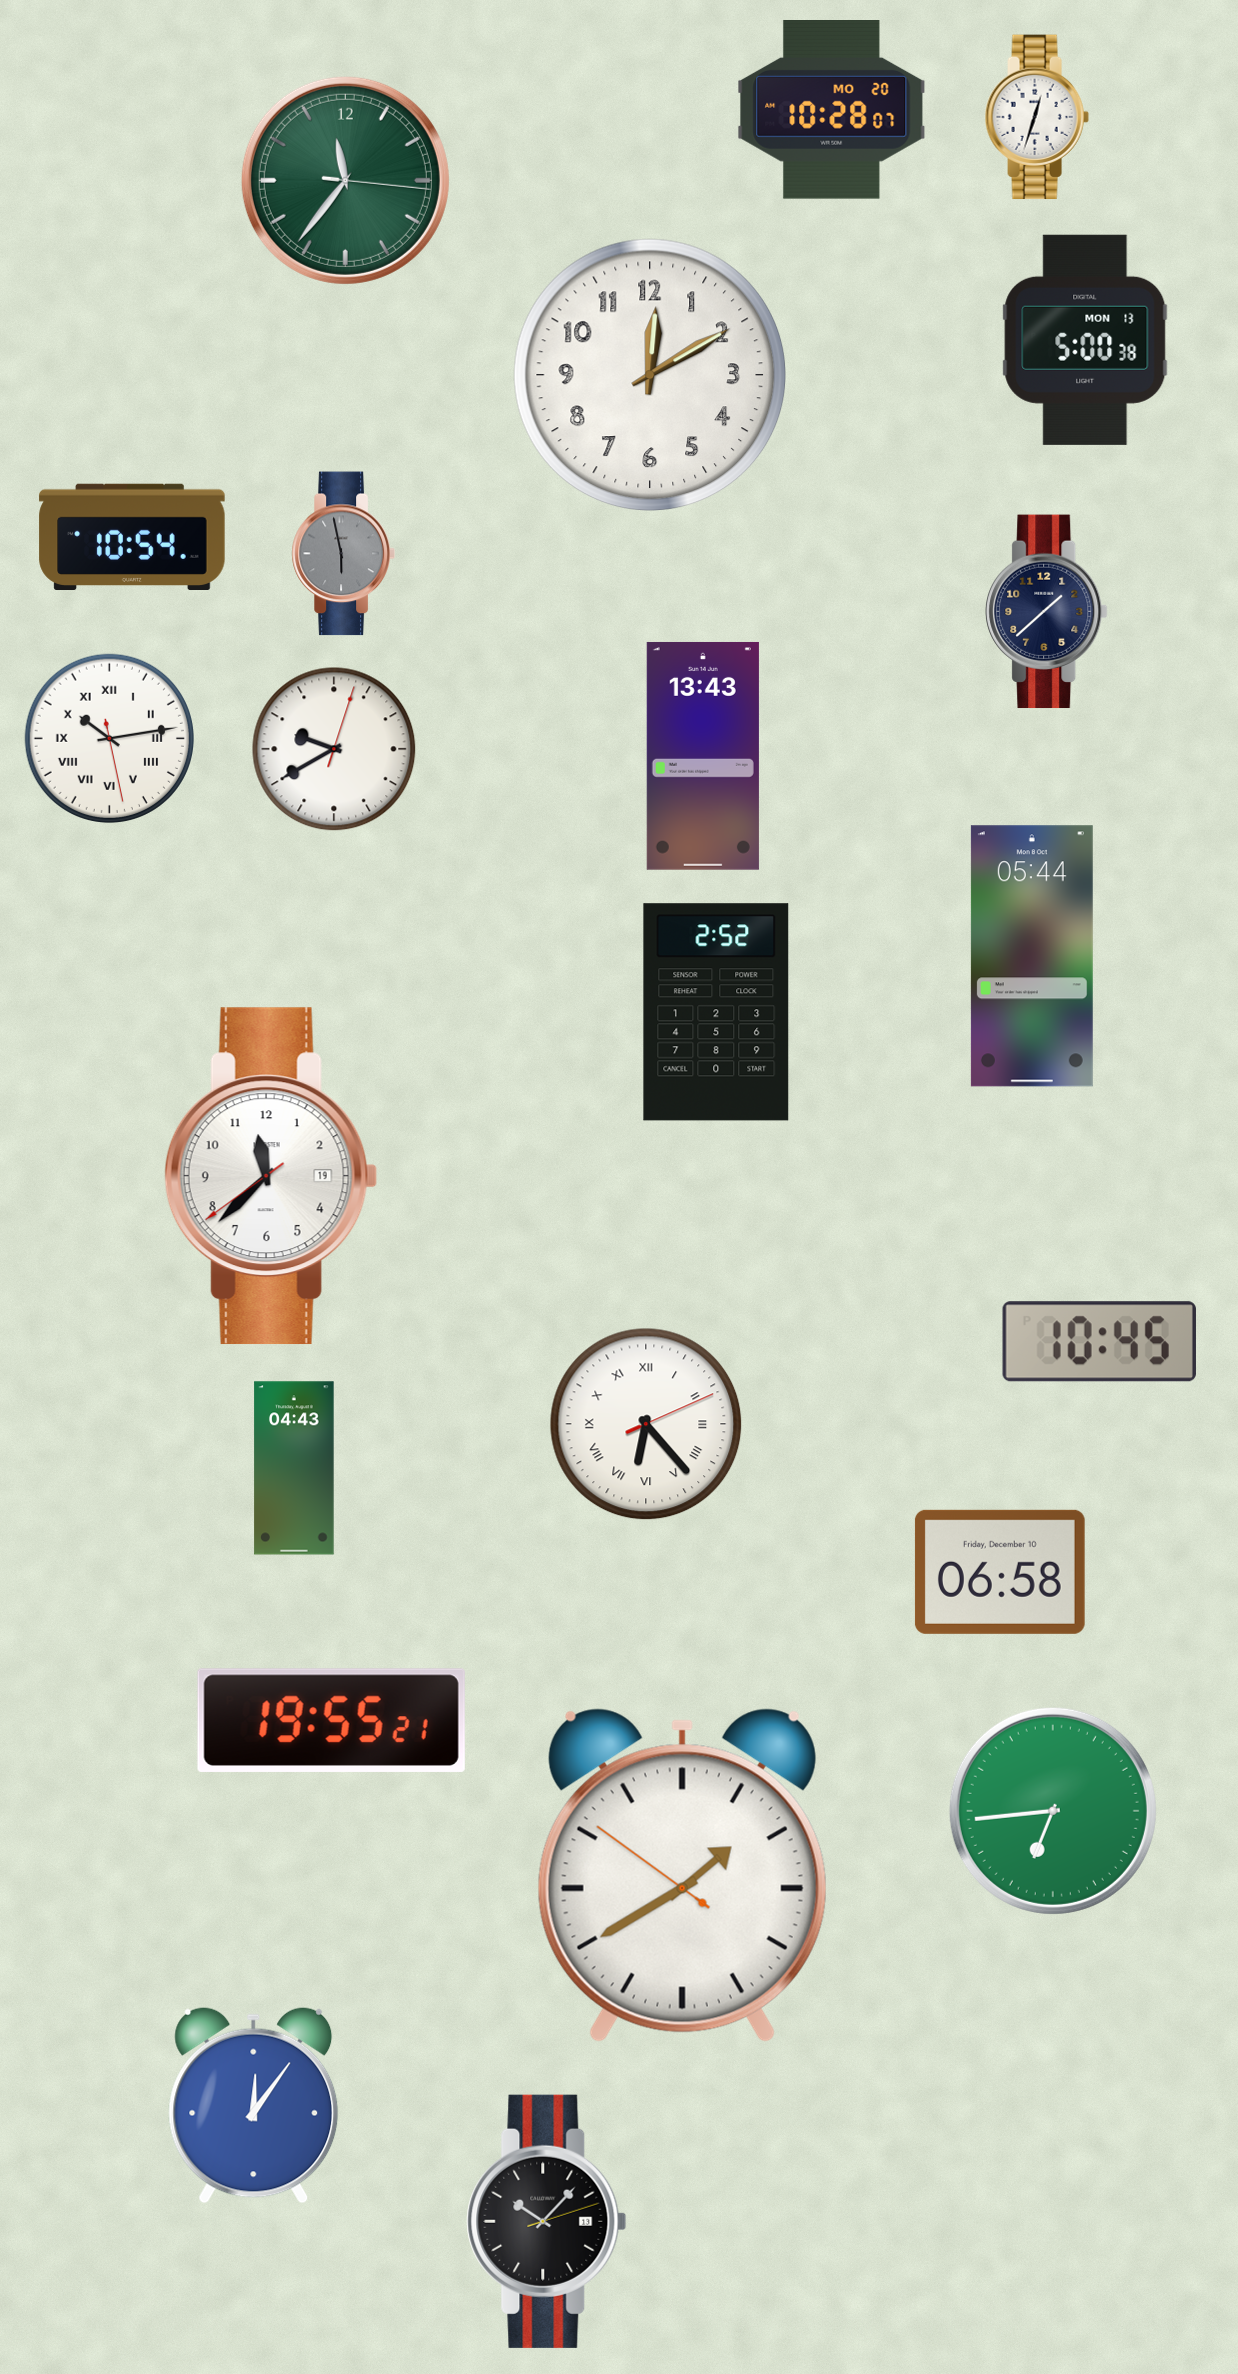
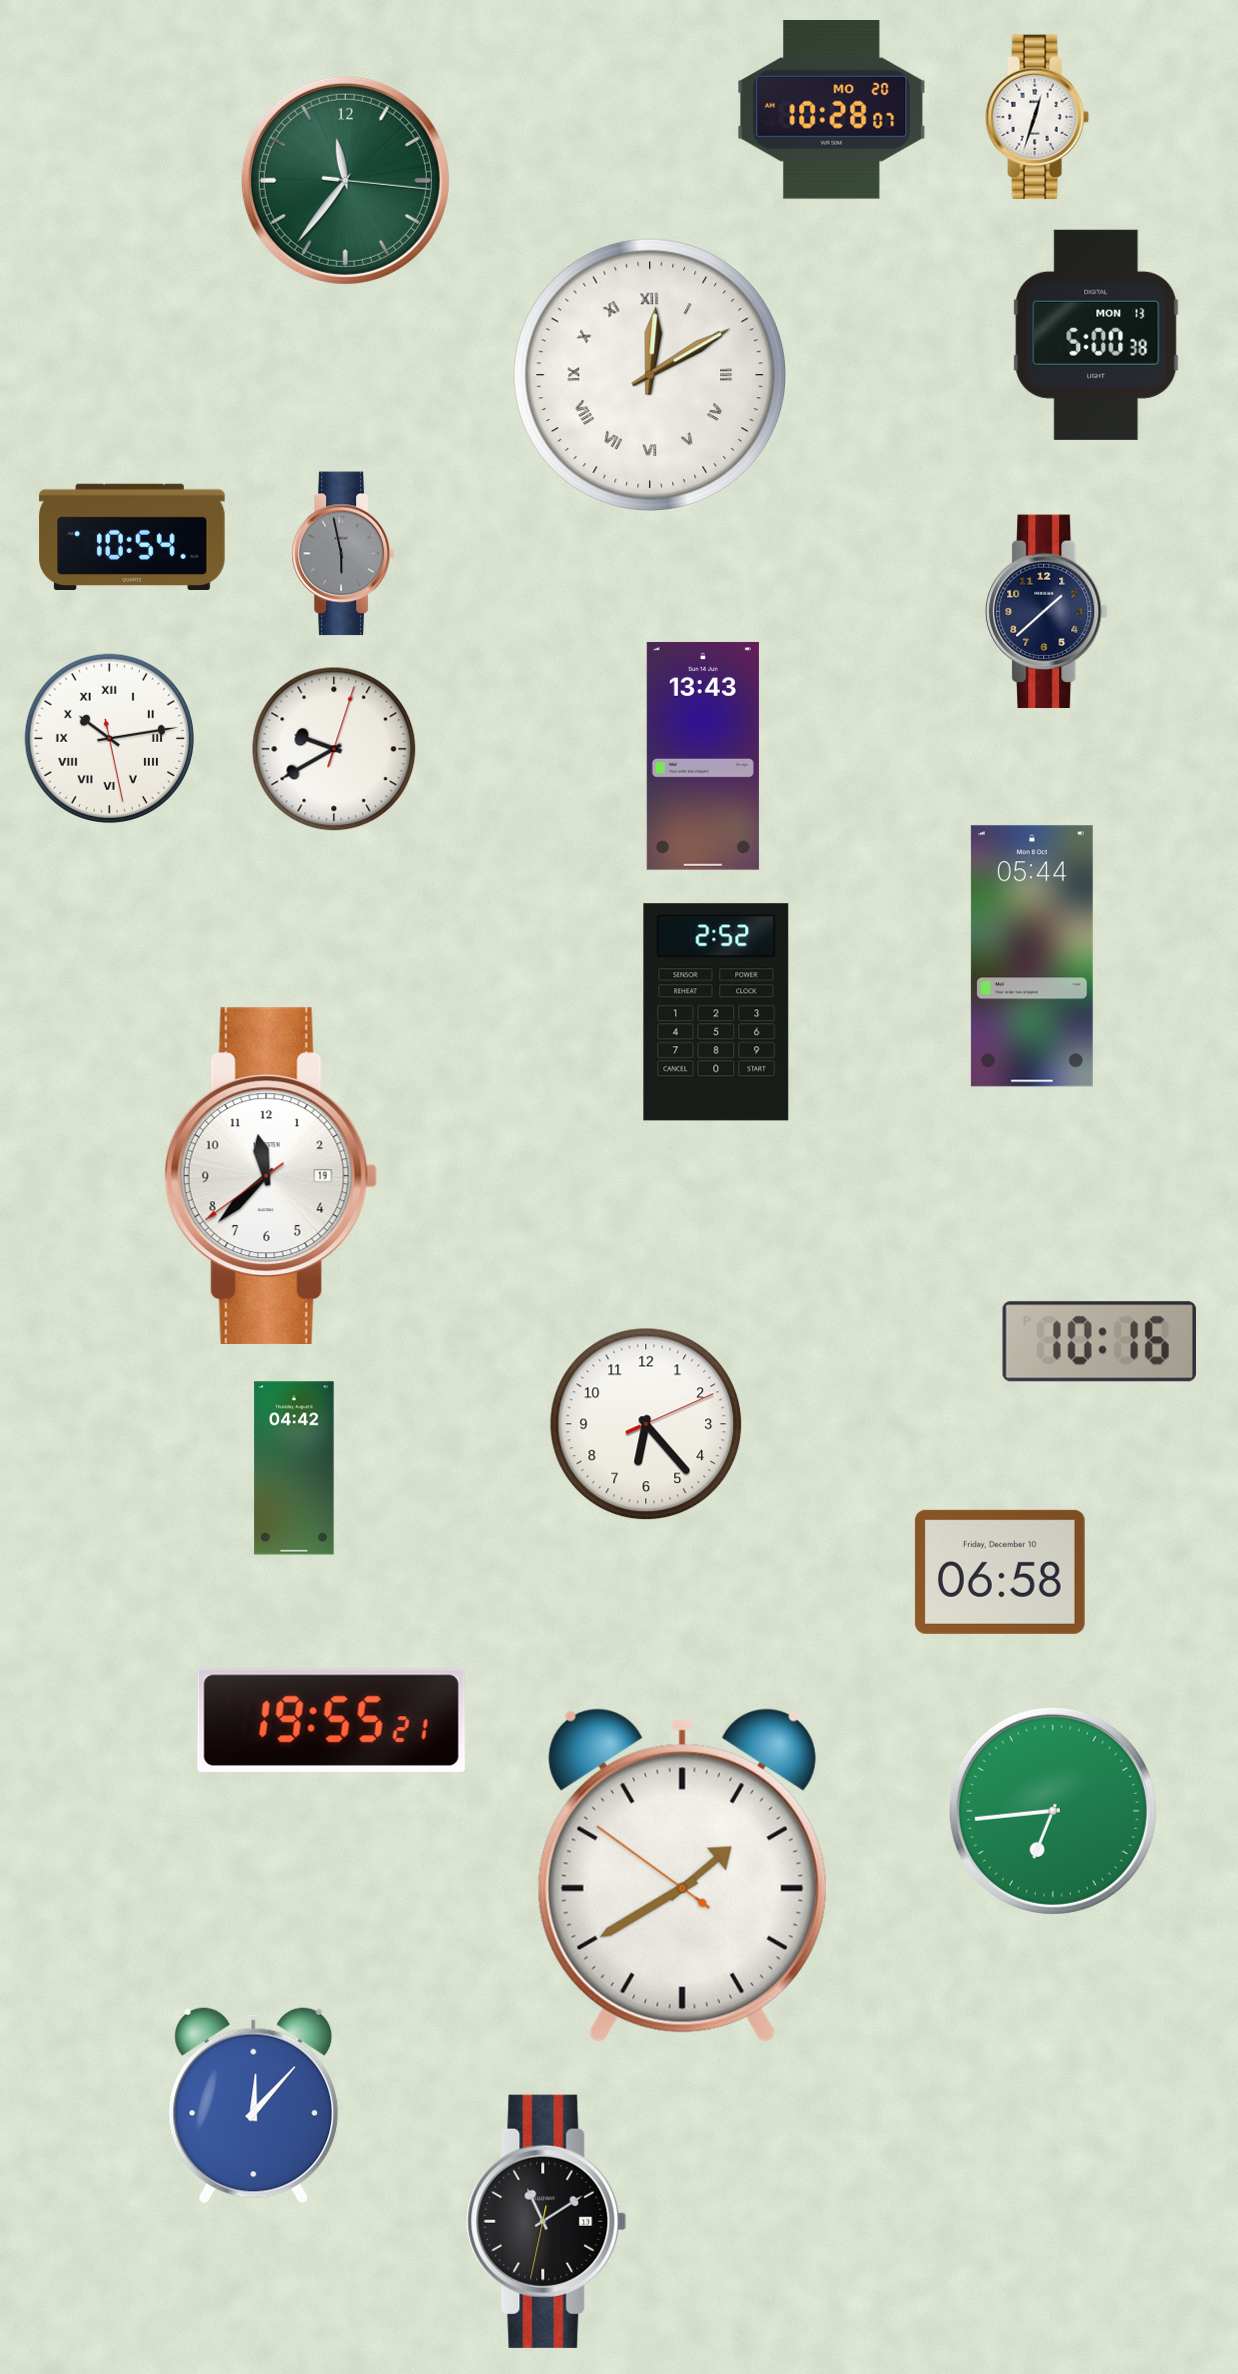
clock at (1085, 340) position: (1085, 340) -> (1096, 335)
clock at (649, 374) numerals: Arabic -> Roman
clock at (1099, 1342): 10:45 -> 10:16
clock at (646, 1424) numerals: Roman -> Arabic
clock at (294, 1468): 04:43 -> 04:42
clock at (254, 2106): 12:06 -> 12:07
clock at (547, 2221): 10:07 -> 11:09
